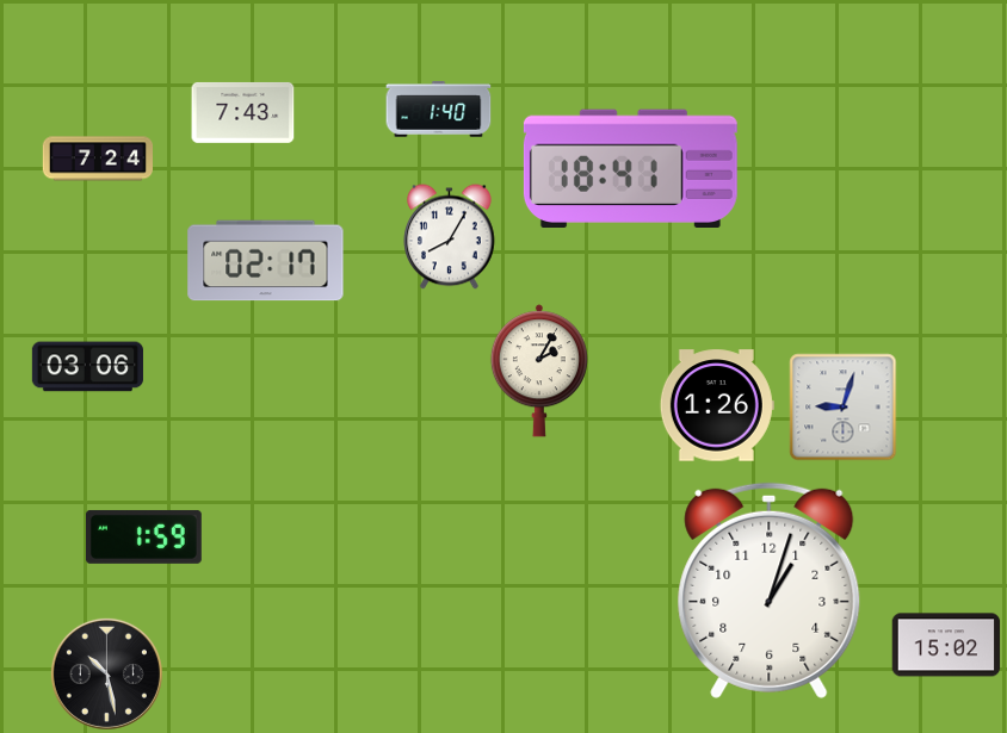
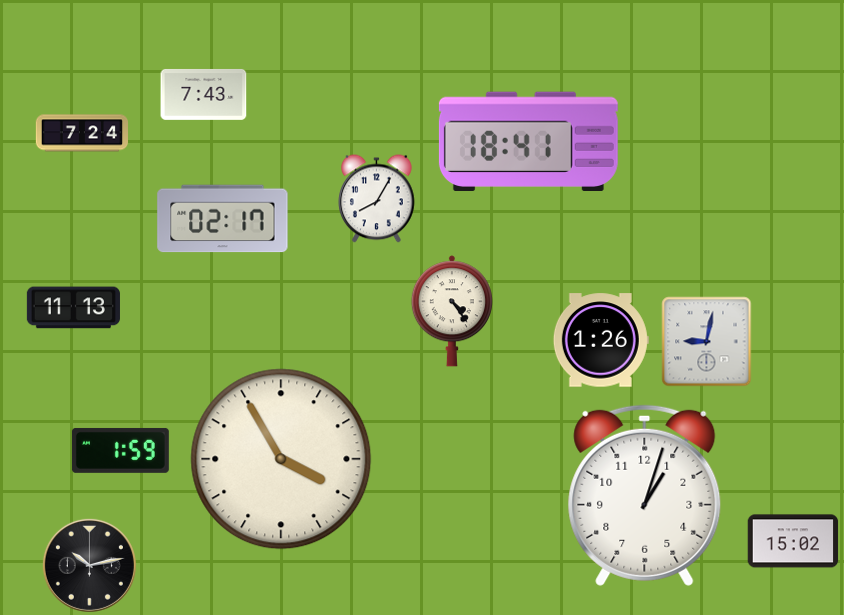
clock at (439, 110): 1:40 -> none
clock at (87, 367): 03:06 -> 11:13
clock at (539, 371): 2:05 -> 4:24
clock at (844, 408): 9:03 -> 9:02
clock at (281, 459): none -> 3:55
clock at (106, 673): 10:28 -> 10:13
